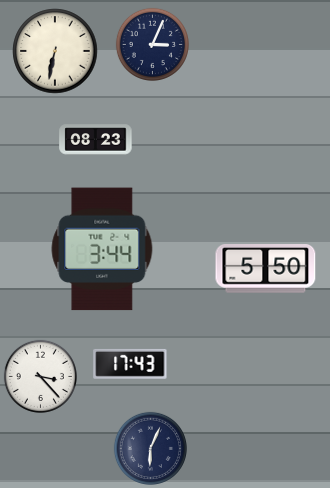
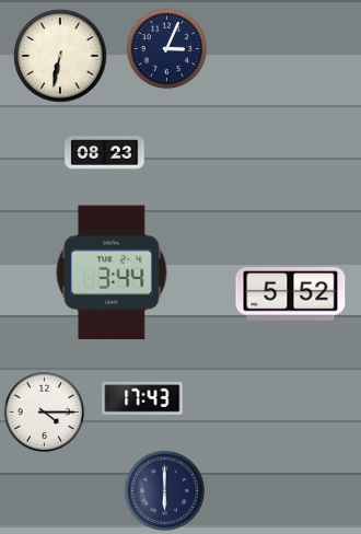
clock at (266, 269): 5:50 -> 5:52
clock at (40, 376): 3:23 -> 4:15
clock at (150, 448): 6:04 -> 6:00
